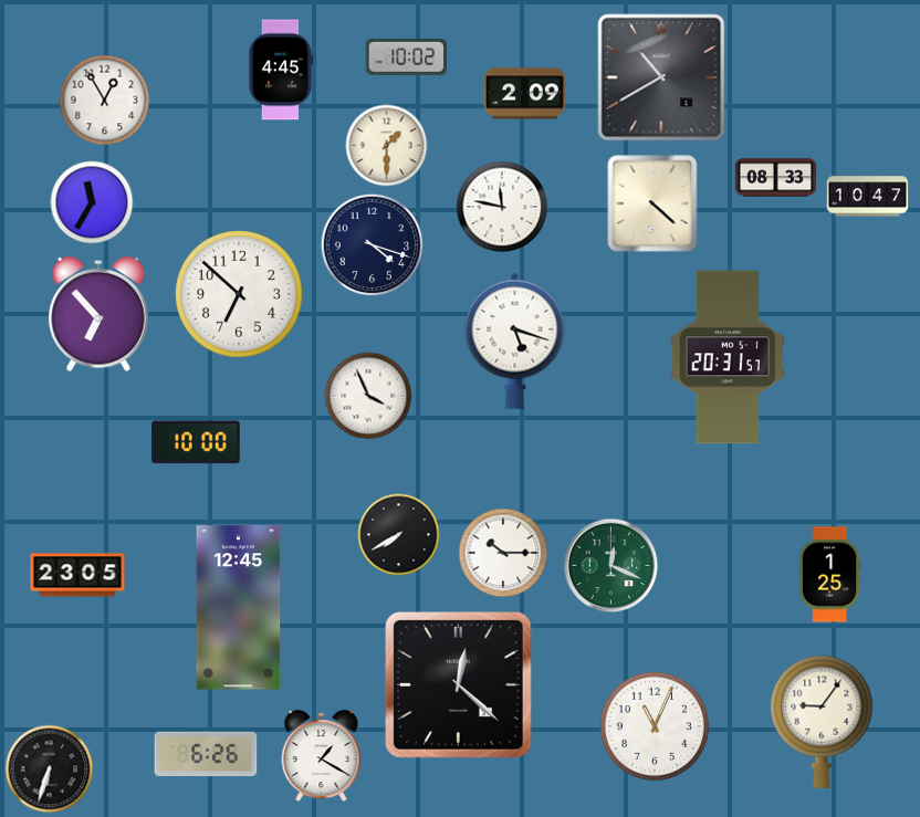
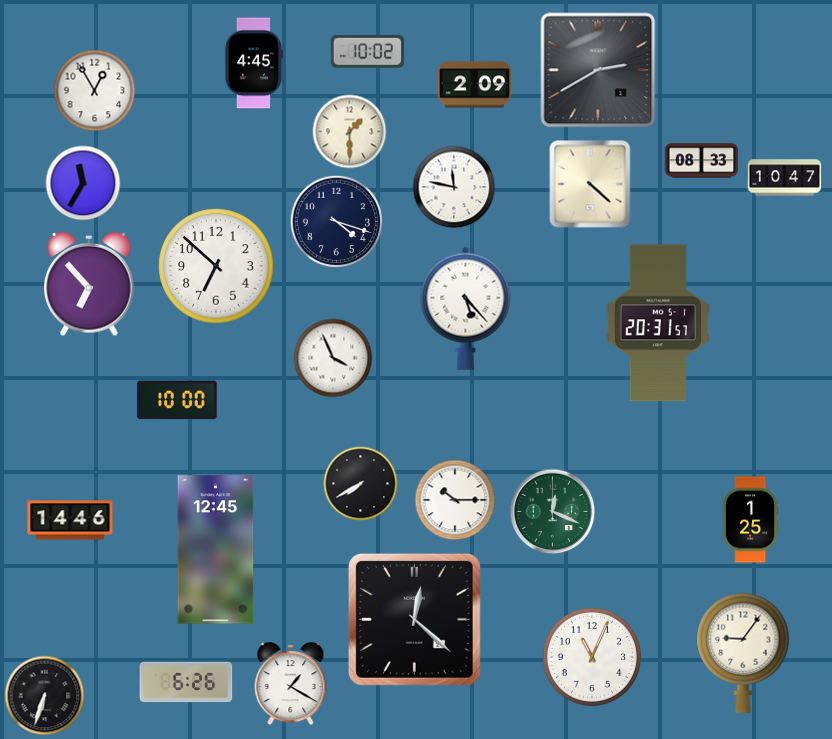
clock at (661, 77): 10:40 -> 2:40
clock at (515, 341): 5:18 -> 5:23
clock at (77, 575): 23:05 -> 14:46
